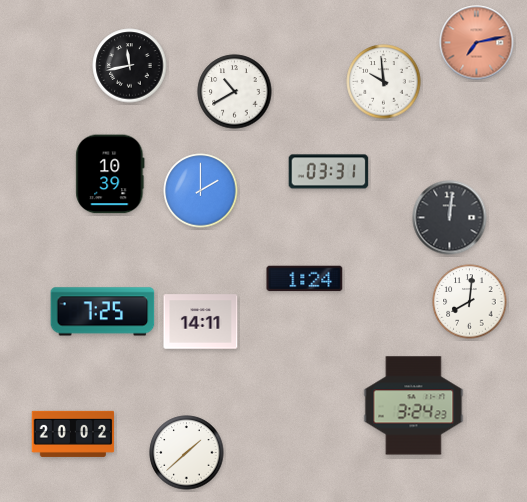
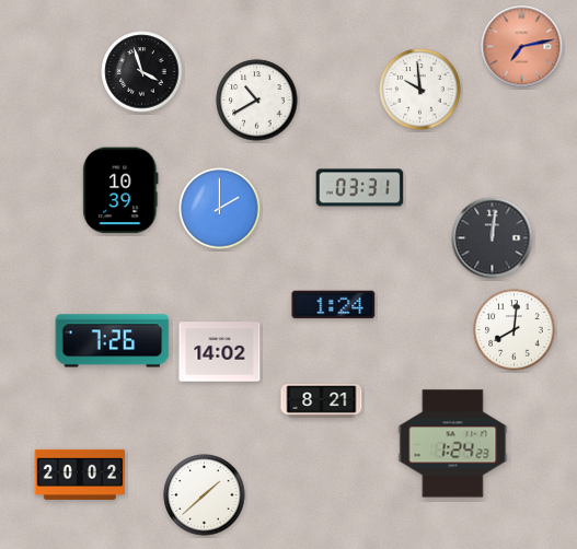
clock at (130, 66): 11:43 -> 3:57
clock at (103, 312): 7:25 -> 7:26
clock at (201, 322): 14:11 -> 14:02
clock at (322, 401): none -> 8:21
clock at (414, 406): 3:24 -> 1:24
